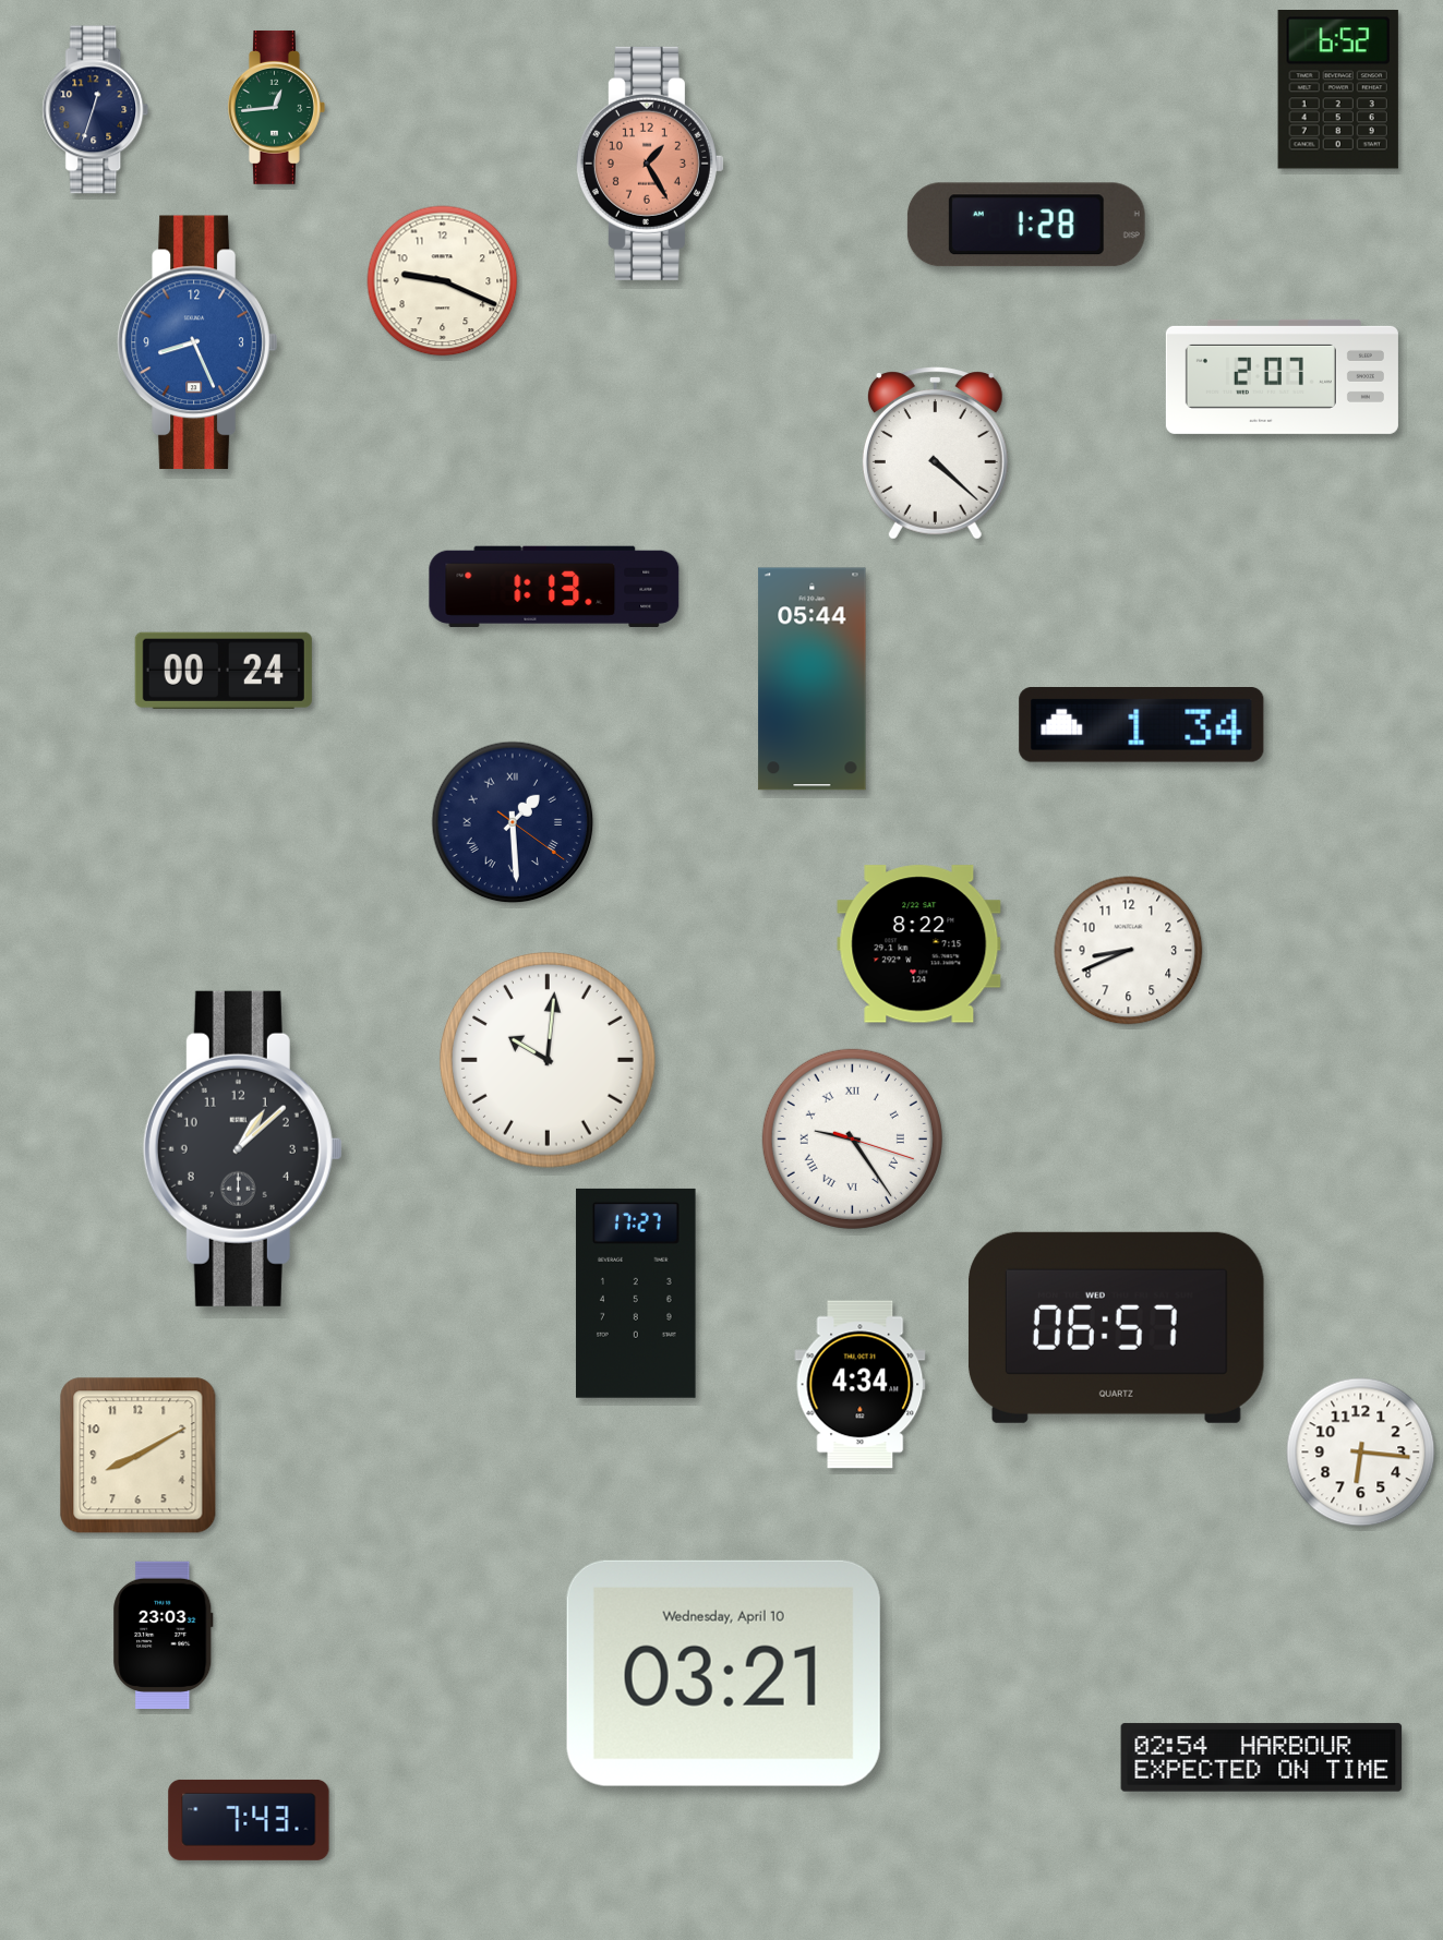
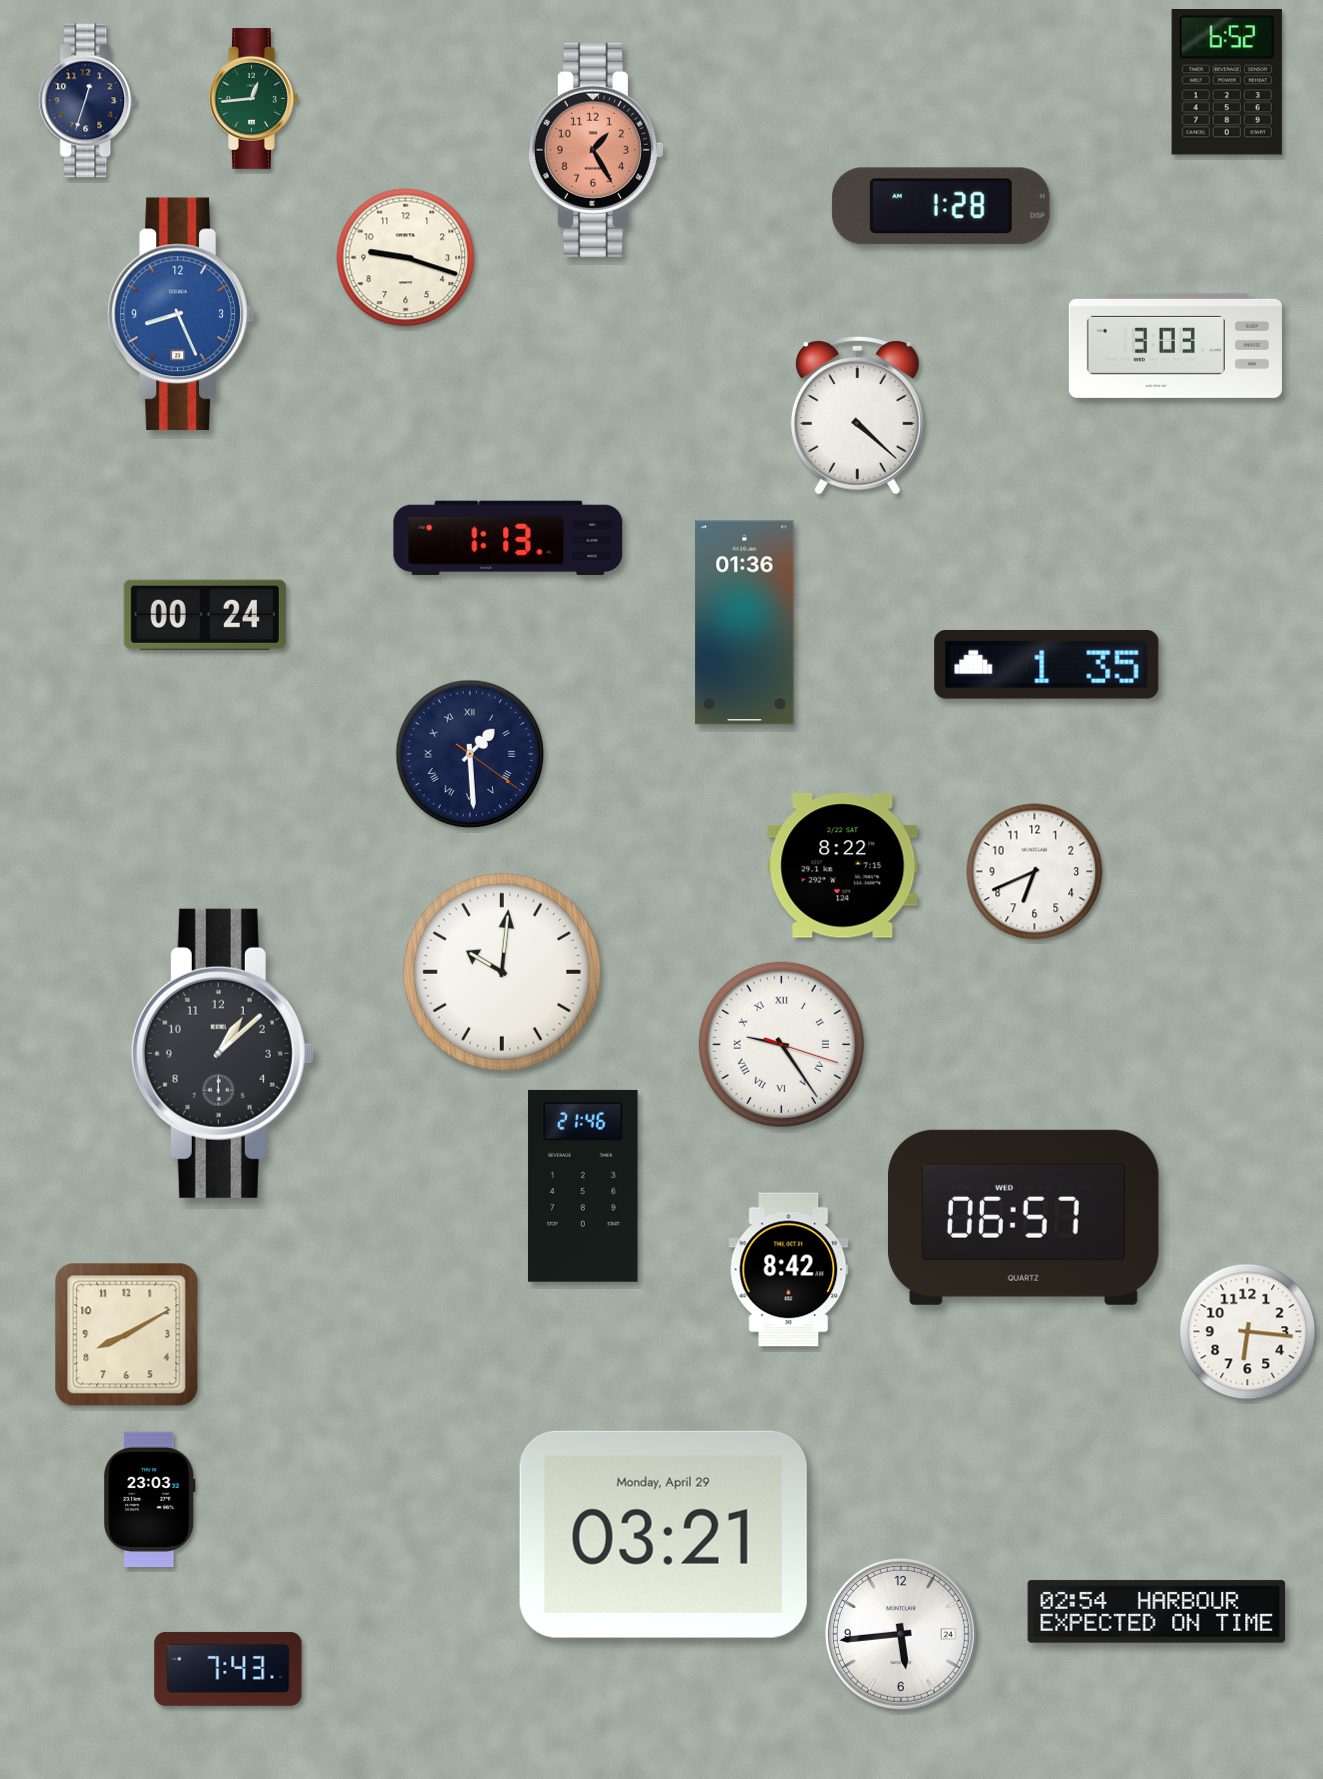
clock at (443, 281): 9:19 -> 9:18
clock at (1282, 376): 2:07 -> 3:03
clock at (813, 679): 05:44 -> 01:36
clock at (1142, 725): 1:34 -> 1:35
clock at (1129, 951): 8:41 -> 6:41
clock at (636, 1293): 17:27 -> 21:46
clock at (861, 1385): 4:34 -> 8:42
clock at (723, 1673) date: Wednesday, April 10 -> Monday, April 29
clock at (901, 1634): none -> 5:44
